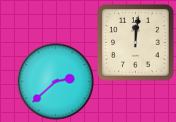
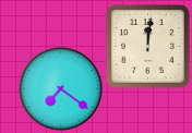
clock at (56, 82): 2:38 -> 7:21
